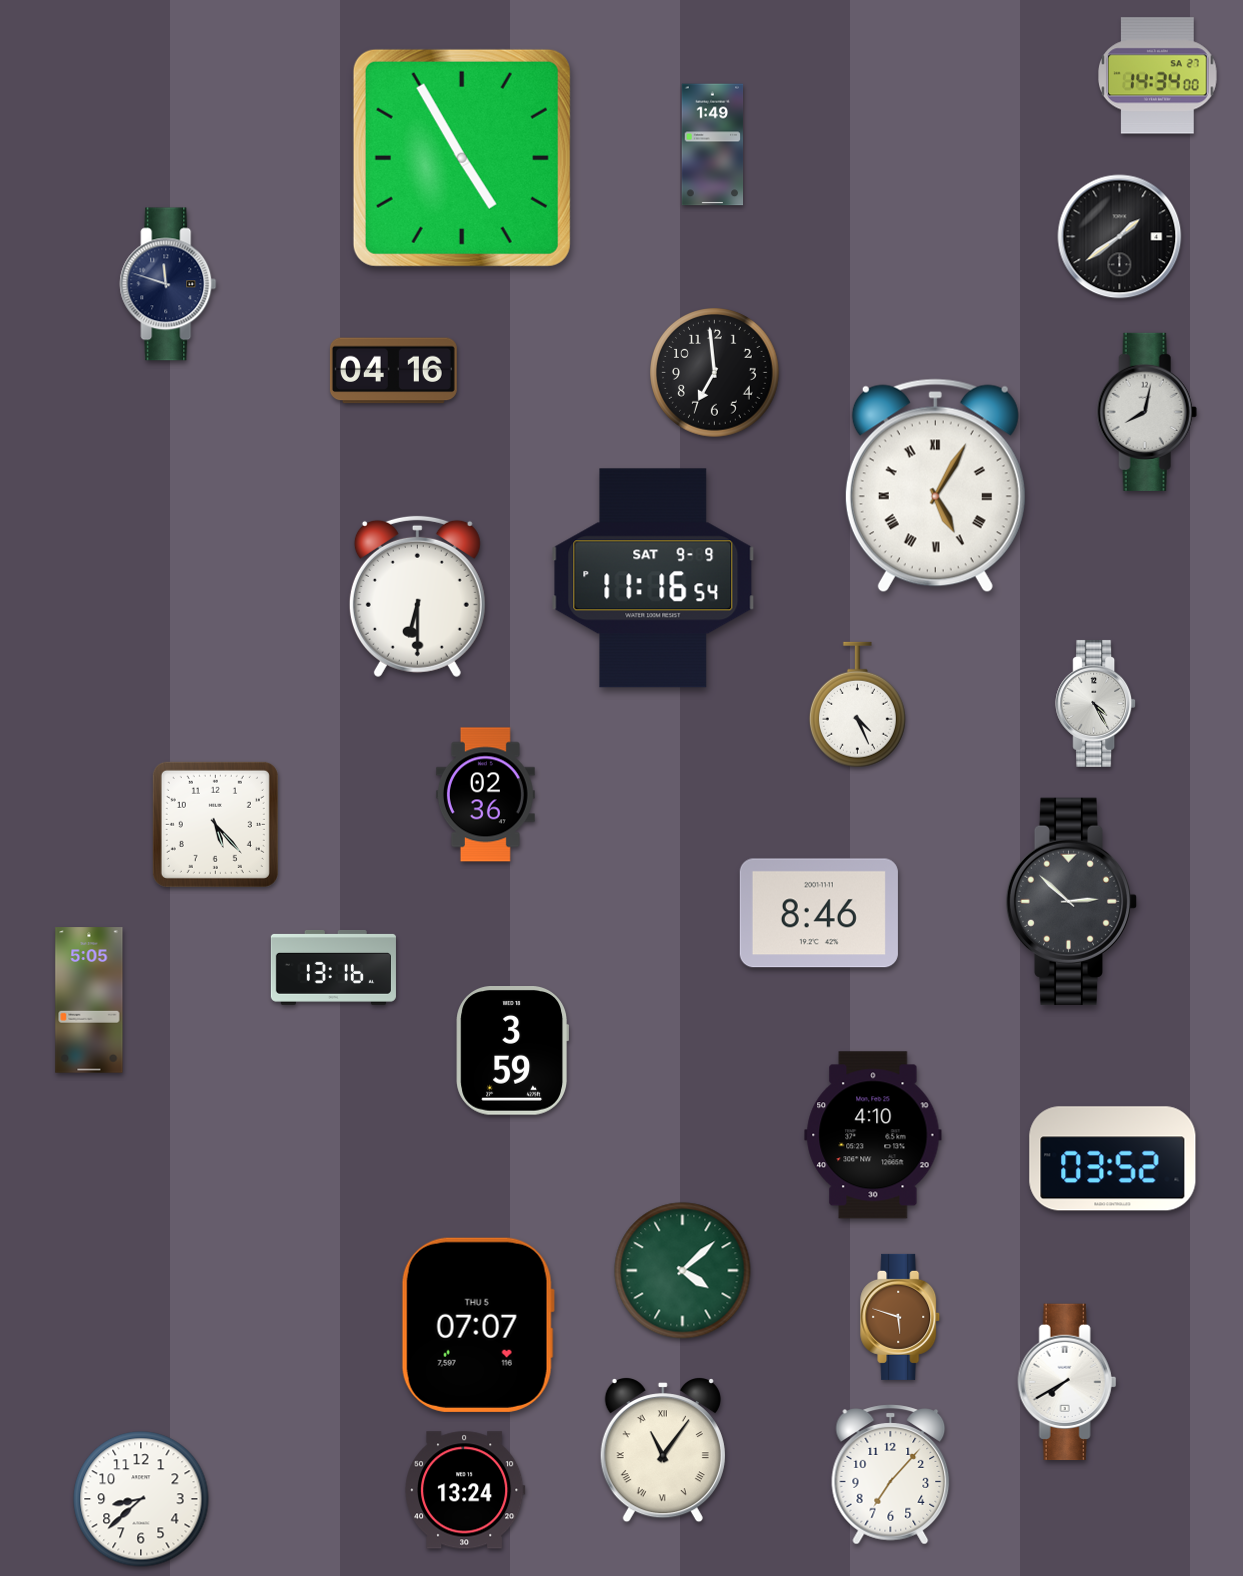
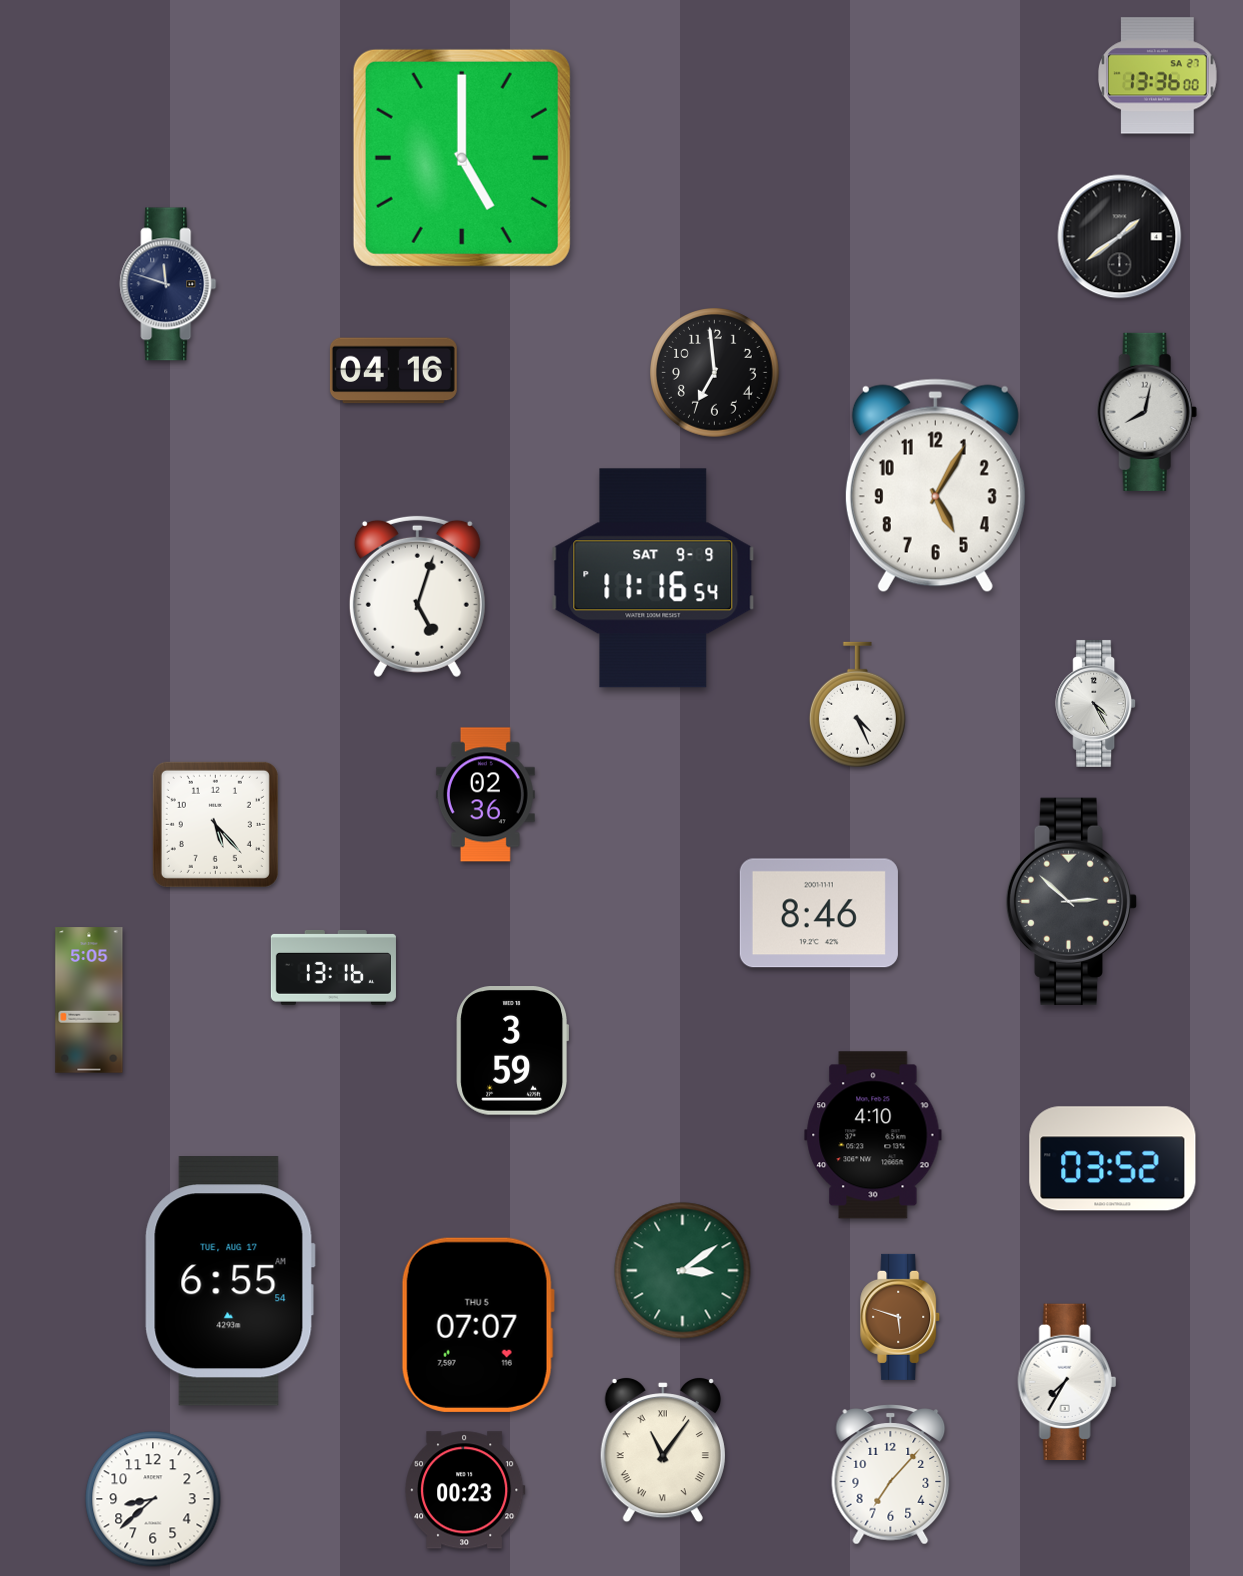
clock at (1158, 76): 14:34 -> 13:36
clock at (713, 145): 1:49 -> none
clock at (462, 158): 4:55 -> 5:00
clock at (935, 486) numerals: Roman -> Arabic
clock at (417, 596): 6:30 -> 5:03
clock at (683, 1271): 4:08 -> 3:09
clock at (230, 1281): none -> 6:55
clock at (1067, 1382): 7:40 -> 7:35
clock at (465, 1490): 13:24 -> 00:23
clock at (141, 1499) position: (141, 1499) -> (153, 1499)
